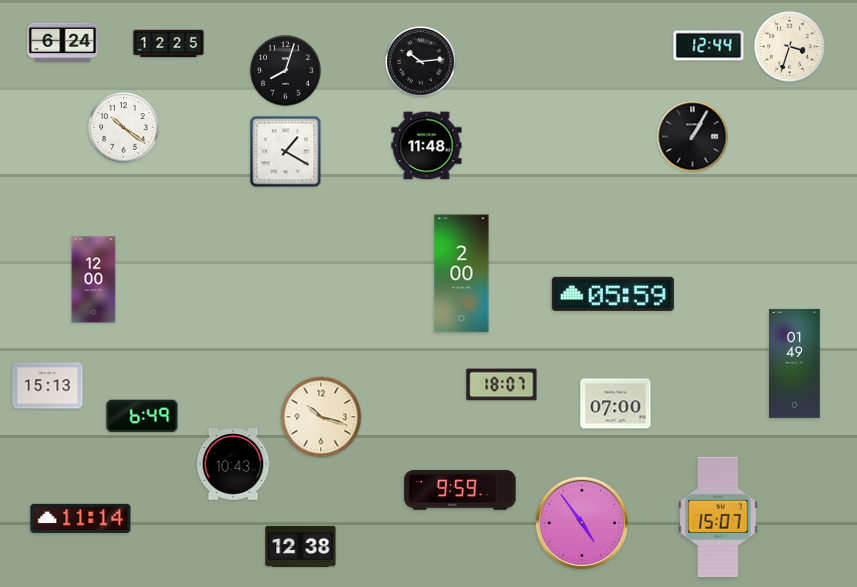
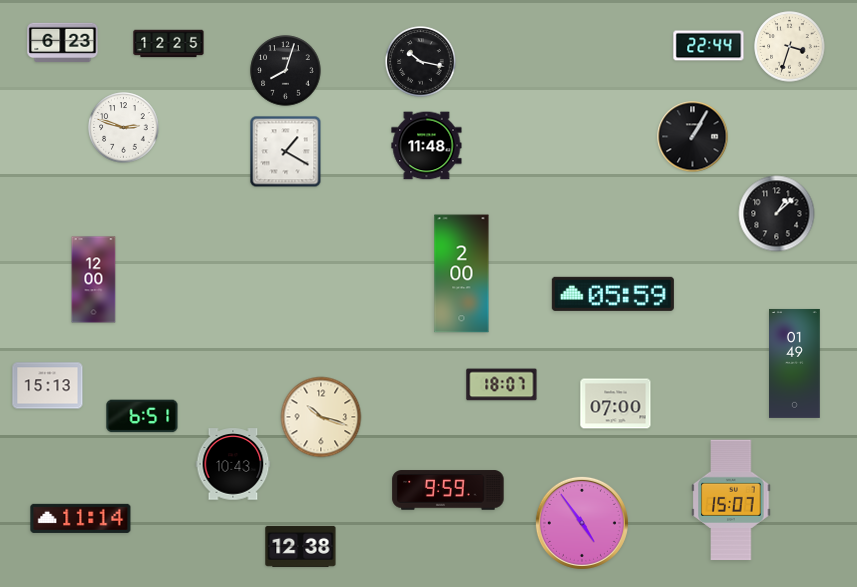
clock at (63, 43): 6:24 -> 6:23
clock at (709, 46): 12:44 -> 22:44
clock at (421, 62): 10:14 -> 10:17
clock at (124, 128): 10:21 -> 2:48
clock at (777, 214): none -> 1:08
clock at (142, 416): 6:49 -> 6:51
clock at (460, 490) position: (460, 490) -> (448, 490)
clock at (718, 517) position: (718, 517) -> (731, 500)
